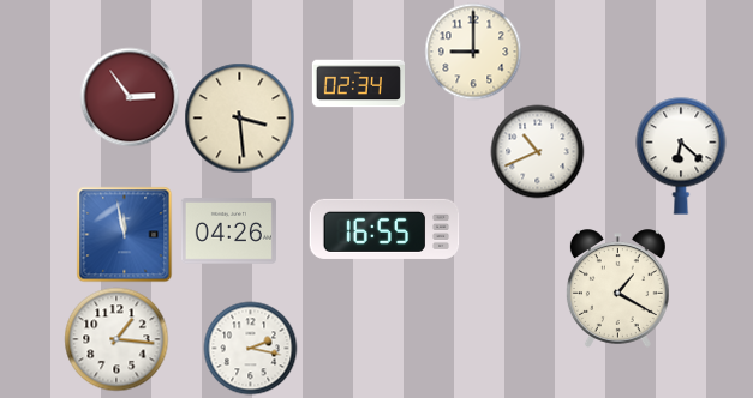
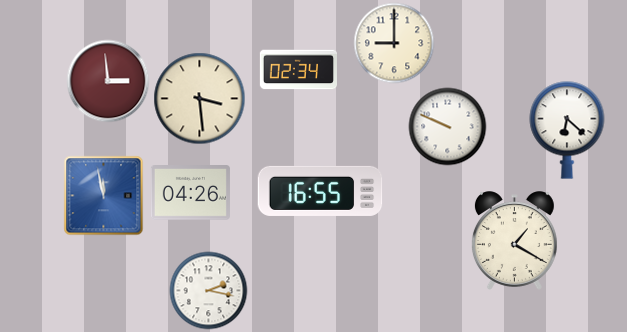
clock at (130, 97): 2:54 -> 2:59
clock at (537, 151): 10:41 -> 9:49
clock at (116, 339): 1:16 -> none
